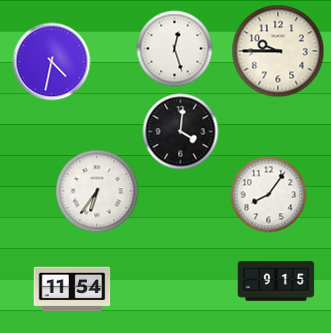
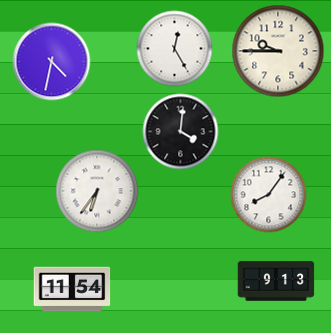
clock at (175, 49): 12:27 -> 12:25
clock at (276, 281): 9:15 -> 9:13
